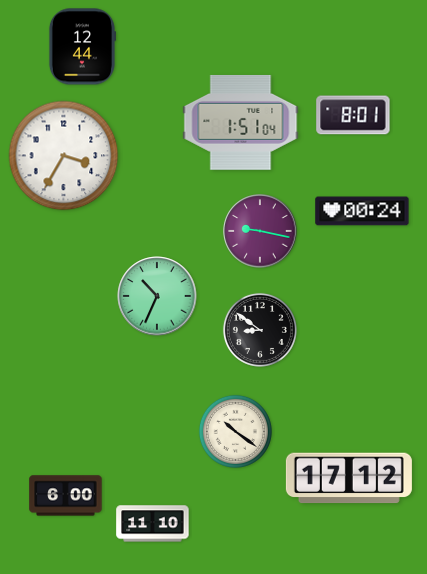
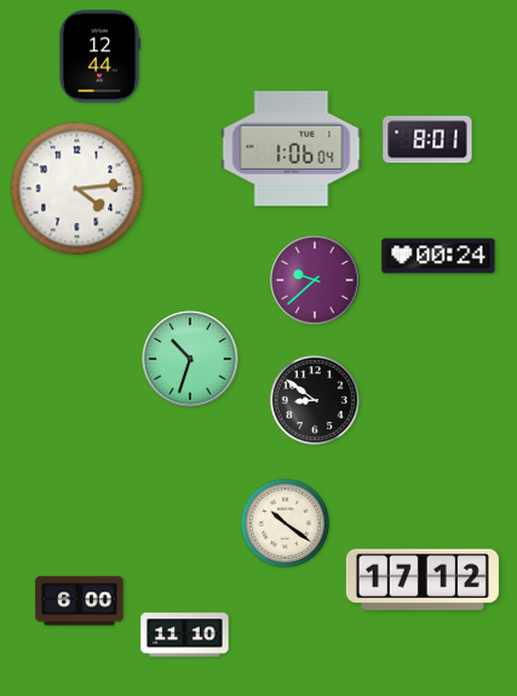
clock at (241, 123): 1:51 -> 1:06
clock at (64, 156): 3:35 -> 4:14
clock at (260, 231): 9:17 -> 9:38
clock at (157, 296): 10:34 -> 10:33
